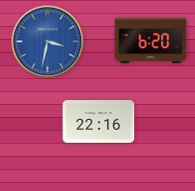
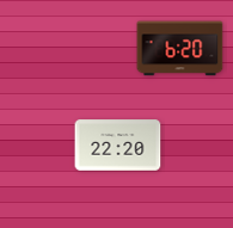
clock at (48, 42): 3:32 -> none
clock at (99, 122): 22:16 -> 22:20
